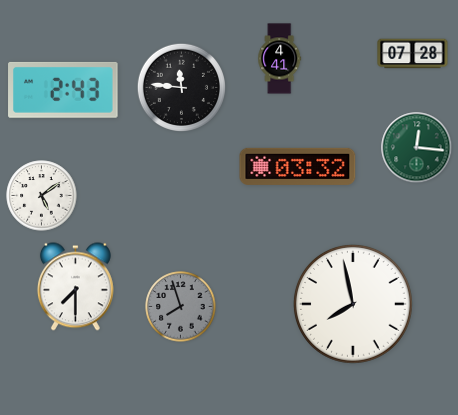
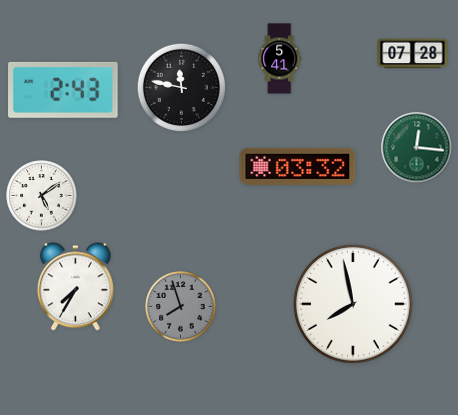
clock at (280, 59): 4:41 -> 5:41
clock at (181, 87): 11:46 -> 11:47
clock at (75, 287): 7:30 -> 7:35
